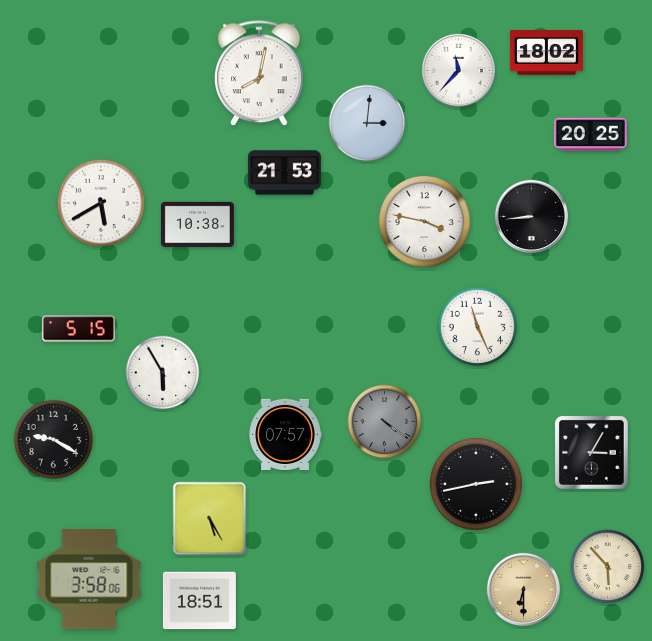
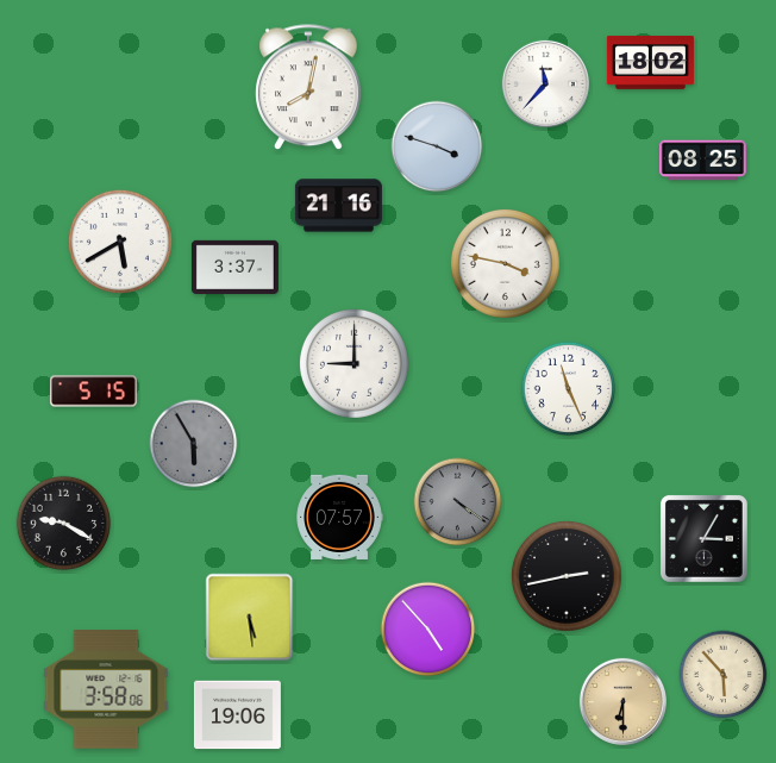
clock at (367, 123): 3:01 -> 3:48
clock at (590, 135): 20:25 -> 08:25
clock at (284, 173): 21:53 -> 21:16
clock at (531, 216): 8:44 -> none
clock at (197, 224): 10:38 -> 3:37
clock at (353, 363): none -> 9:00
clock at (163, 373) dial: white -> grey
clock at (210, 519): 5:25 -> 5:29
clock at (428, 630): none -> 4:53
clock at (199, 601): 18:51 -> 19:06
